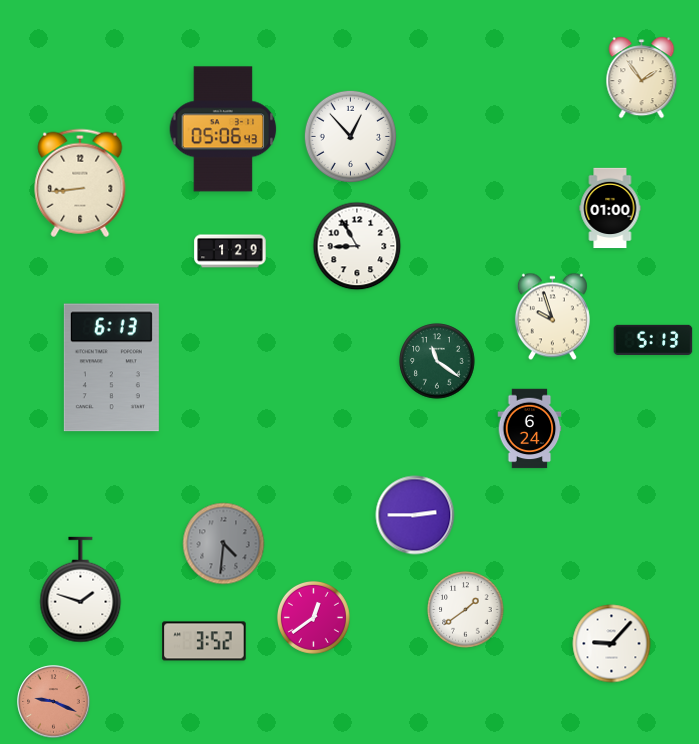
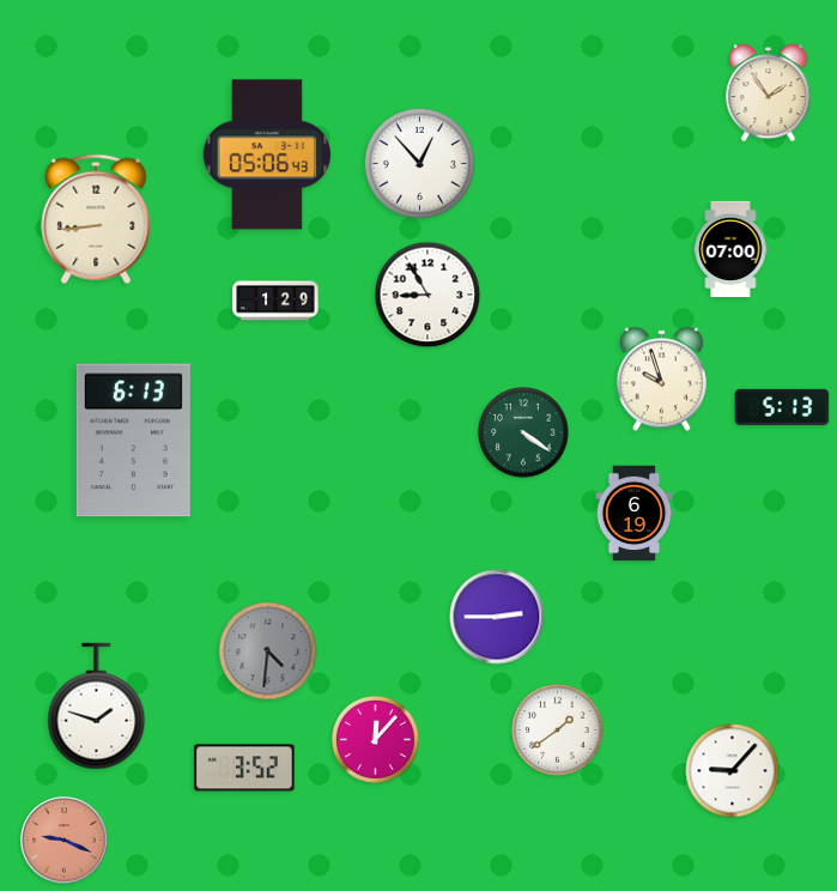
clock at (610, 208): 01:00 -> 07:00
clock at (437, 361): 11:21 -> 4:21
clock at (530, 429): 6:24 -> 6:19
clock at (313, 617): 12:39 -> 12:07
